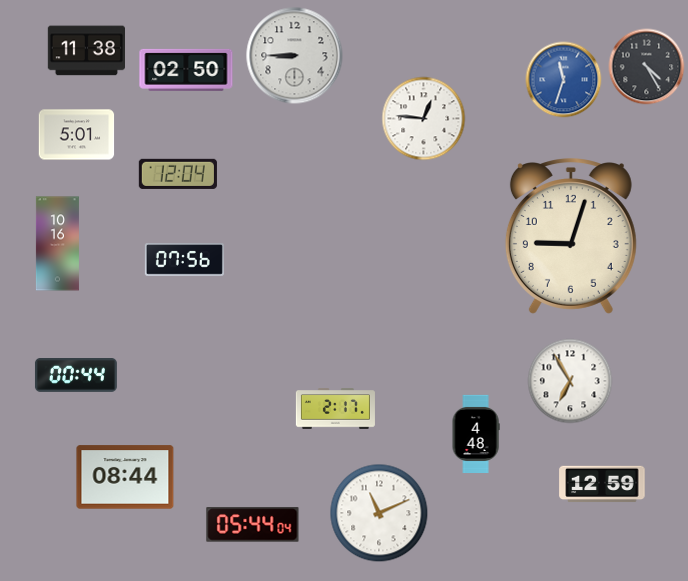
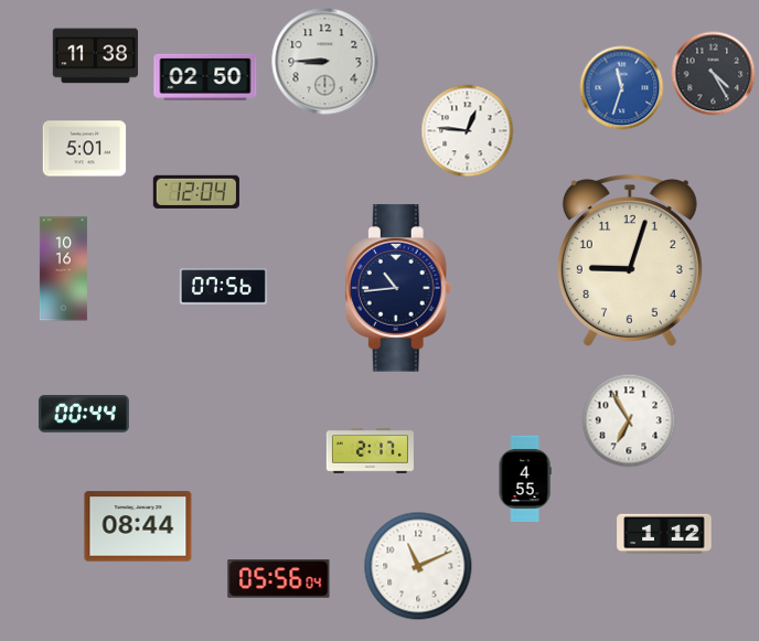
clock at (184, 260) position: (184, 260) -> (223, 287)
clock at (398, 288): none -> 10:44
clock at (476, 433): 4:48 -> 4:55
clock at (602, 484): 12:59 -> 1:12
clock at (253, 525): 05:44 -> 05:56
